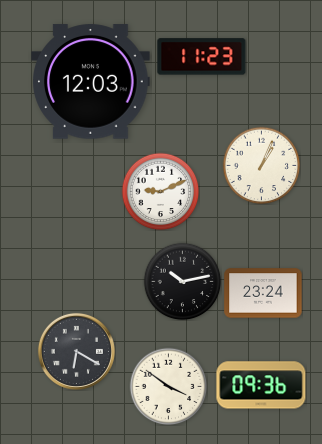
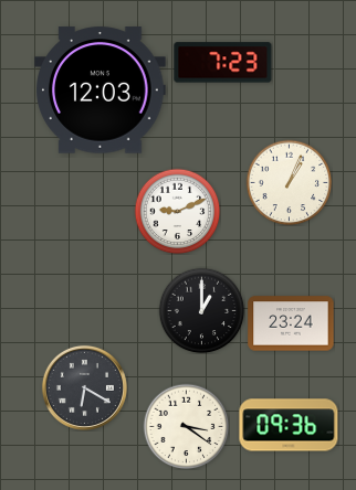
clock at (202, 57): 11:23 -> 7:23
clock at (182, 281): 10:13 -> 1:00
clock at (168, 386): 3:51 -> 3:21
